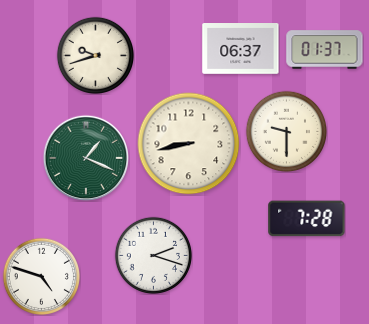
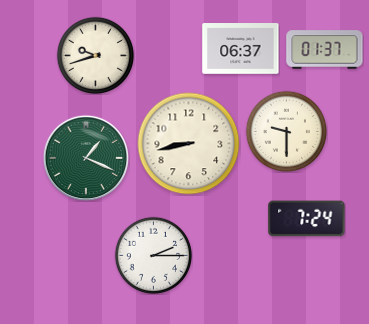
clock at (307, 219): 7:28 -> 7:24
clock at (153, 255): 2:18 -> 2:15
clock at (41, 276): 4:48 -> none
